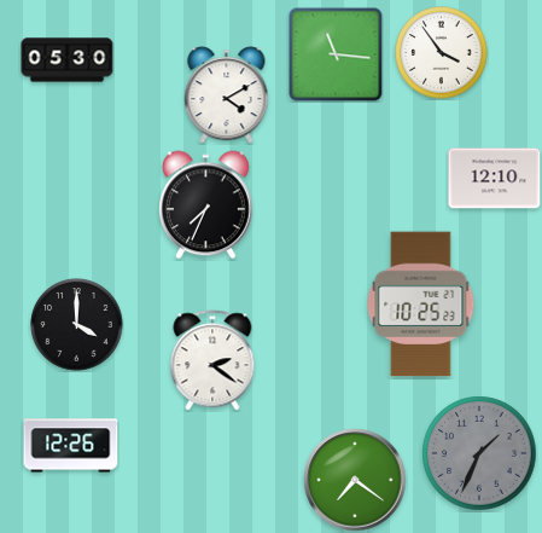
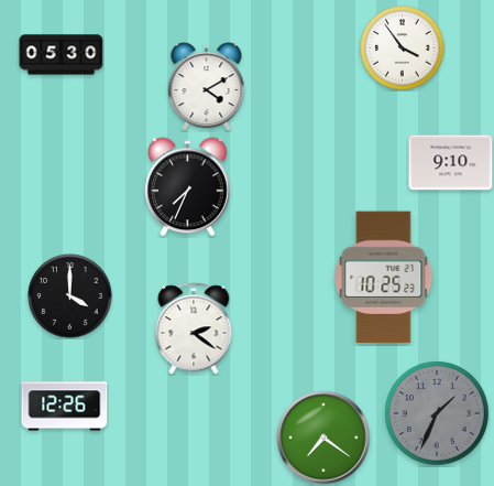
clock at (336, 54): 11:16 -> none
clock at (495, 179): 12:10 -> 9:10
